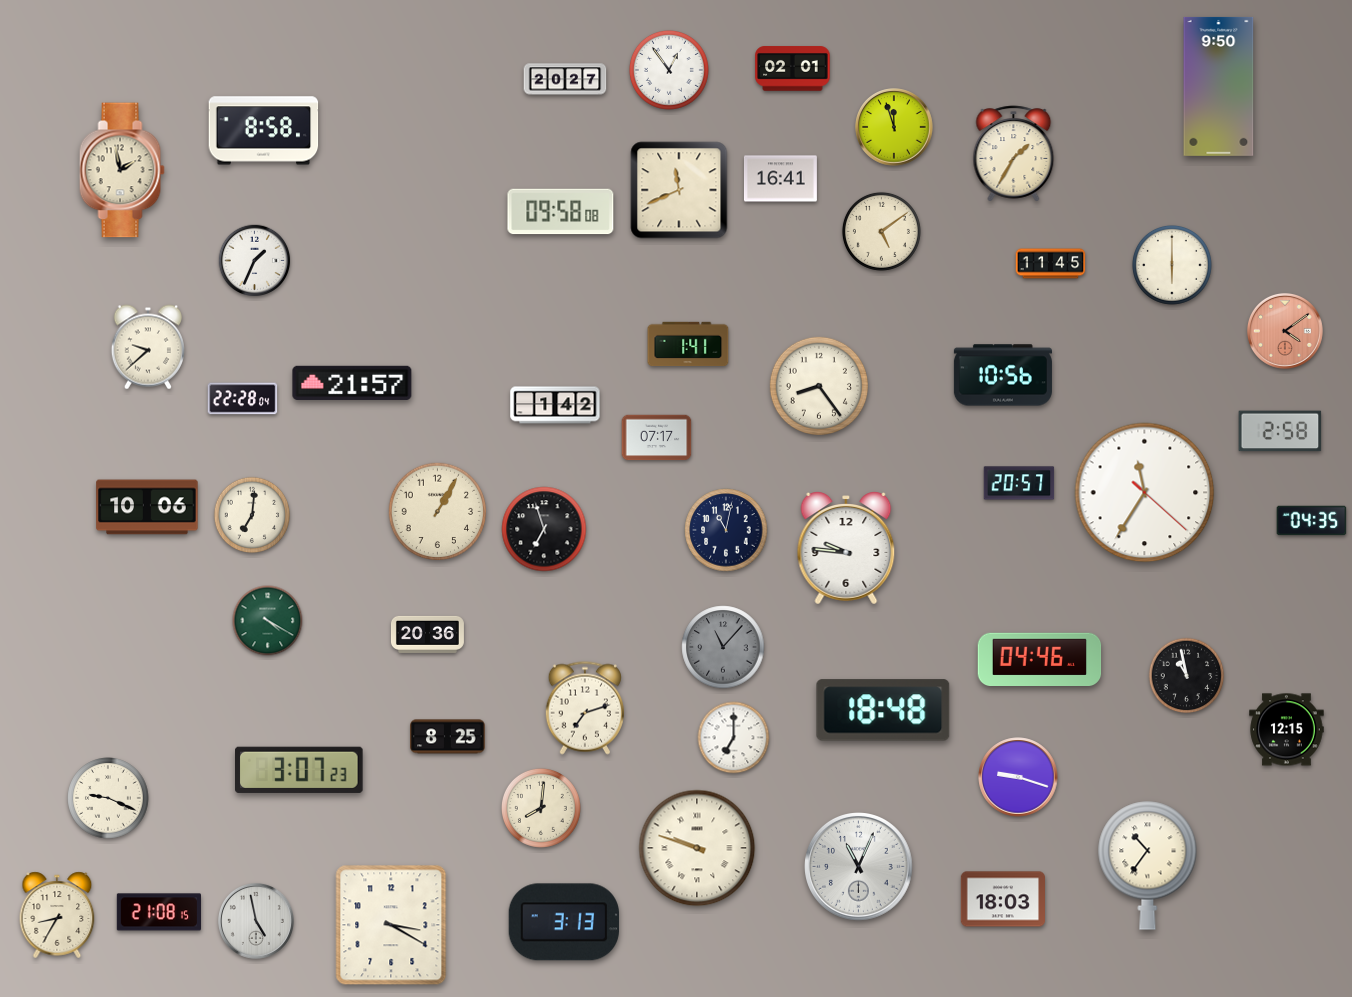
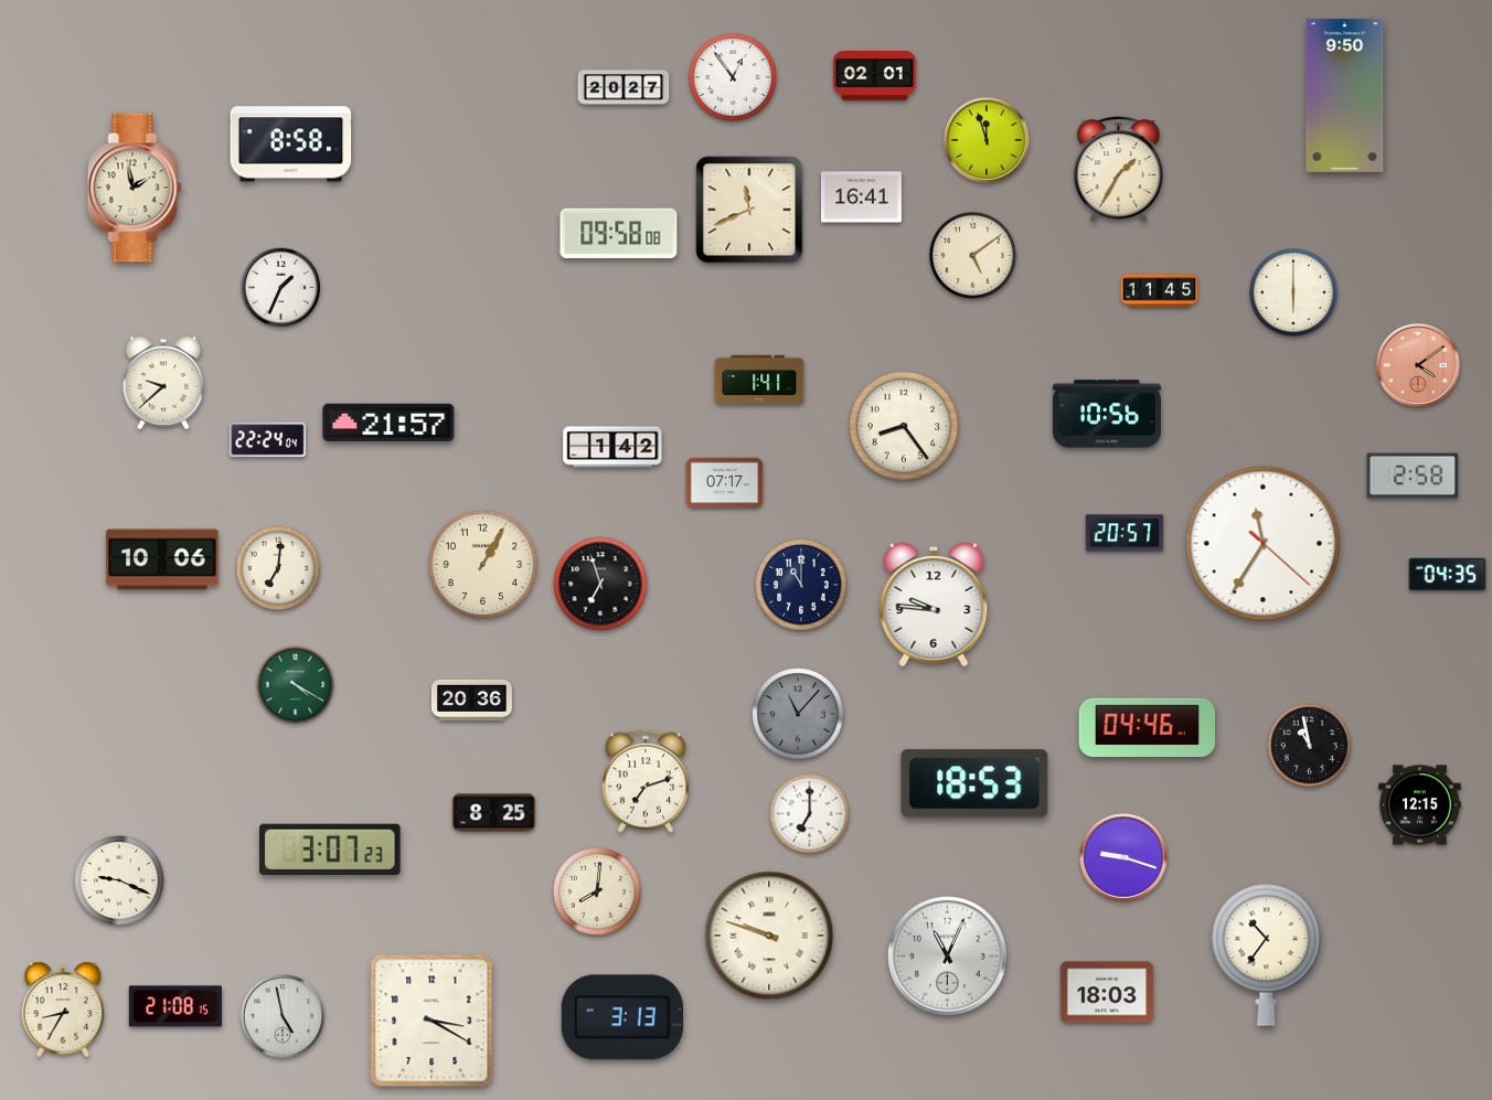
clock at (669, 70) position: (669, 70) -> (733, 77)
clock at (243, 399): 22:28 -> 22:24
clock at (726, 530): 11:02 -> 11:00
clock at (883, 710): 18:48 -> 18:53
